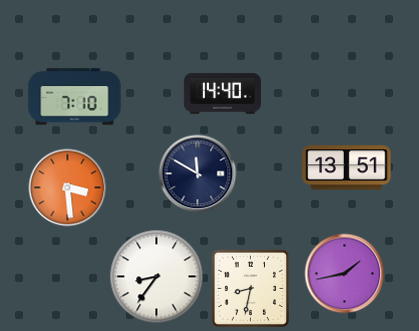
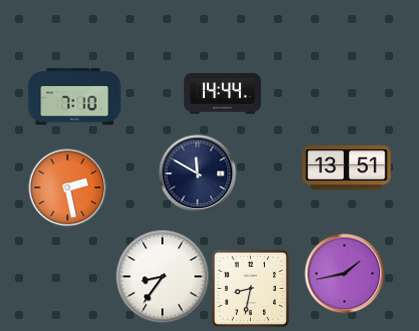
clock at (222, 94): 14:40 -> 14:44
clock at (67, 187): 3:29 -> 2:28
clock at (156, 276) position: (156, 276) -> (162, 276)
